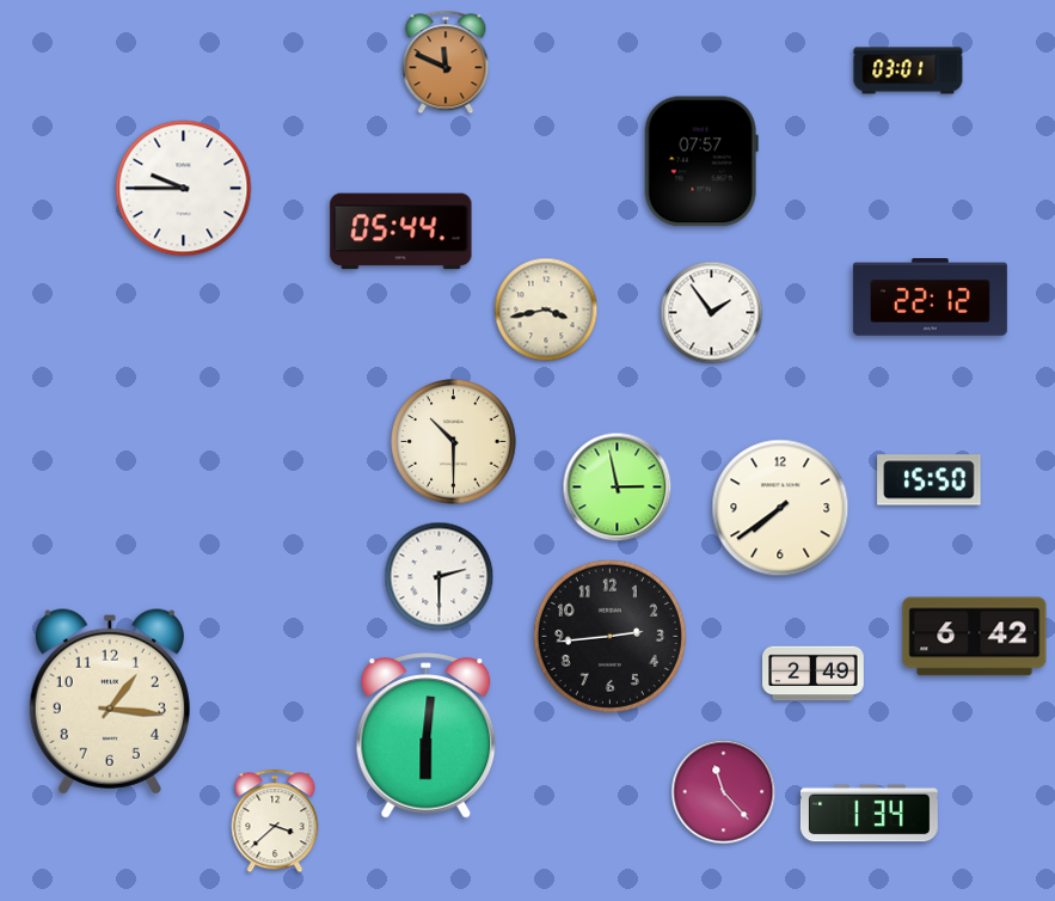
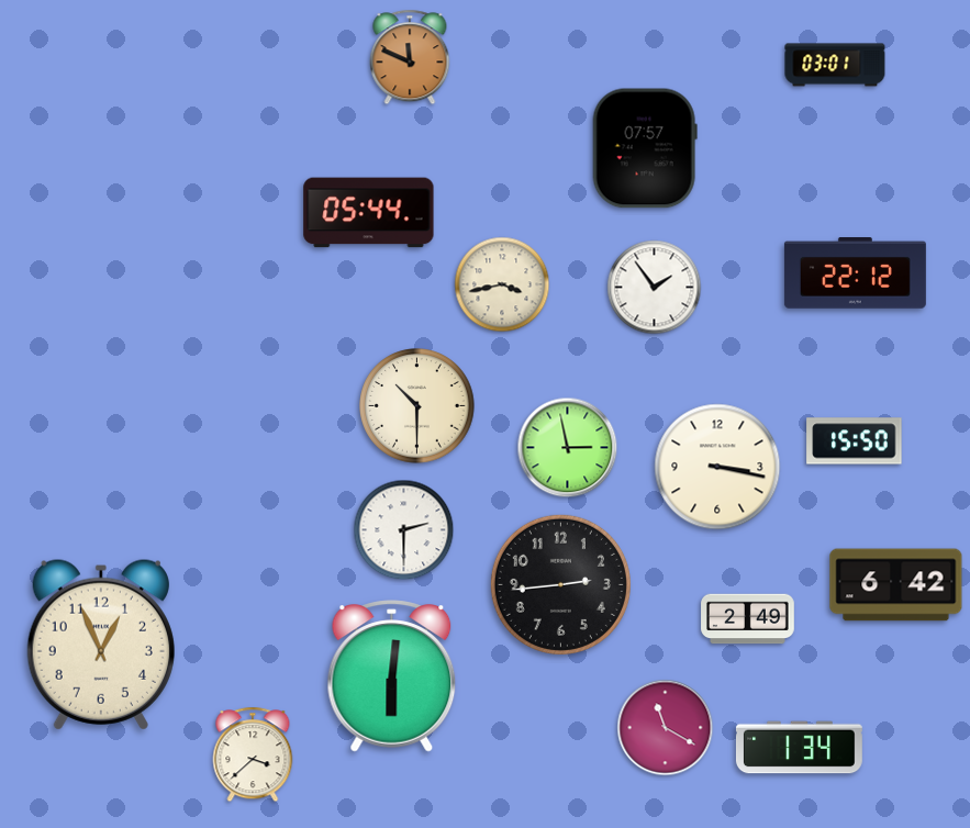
clock at (184, 189): 9:45 -> none
clock at (780, 508): 7:39 -> 3:17
clock at (110, 701): 1:16 -> 12:56
clock at (724, 792): 11:23 -> 11:20
